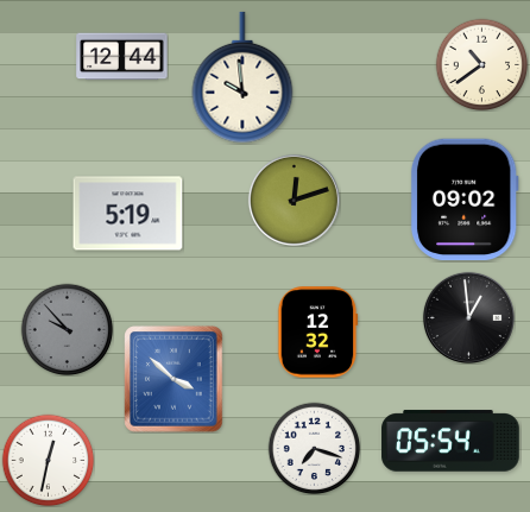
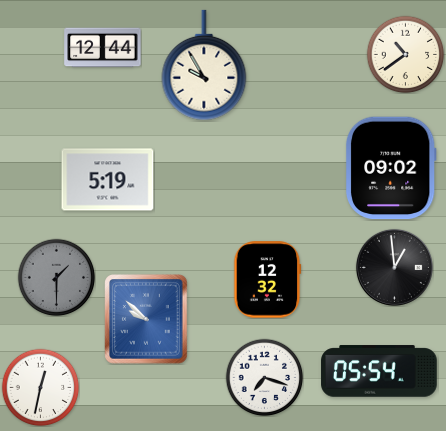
clock at (242, 77): 9:59 -> 9:55
clock at (294, 200): 12:12 -> none
clock at (67, 329): 9:53 -> 1:30
clock at (173, 379): 3:52 -> 9:52
